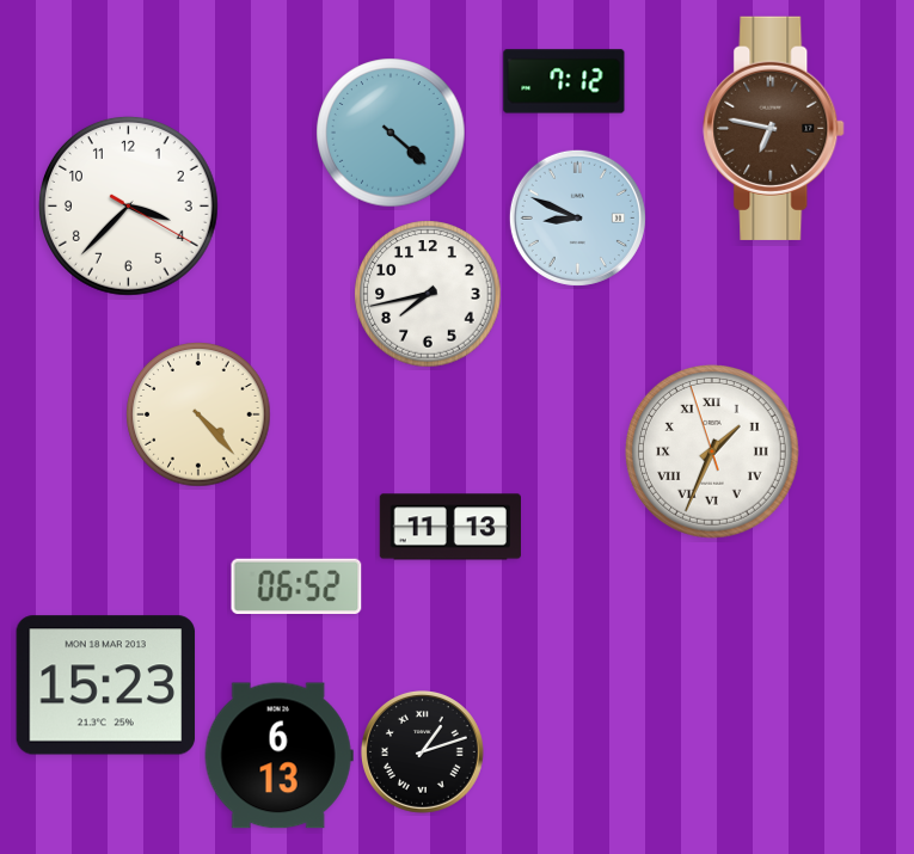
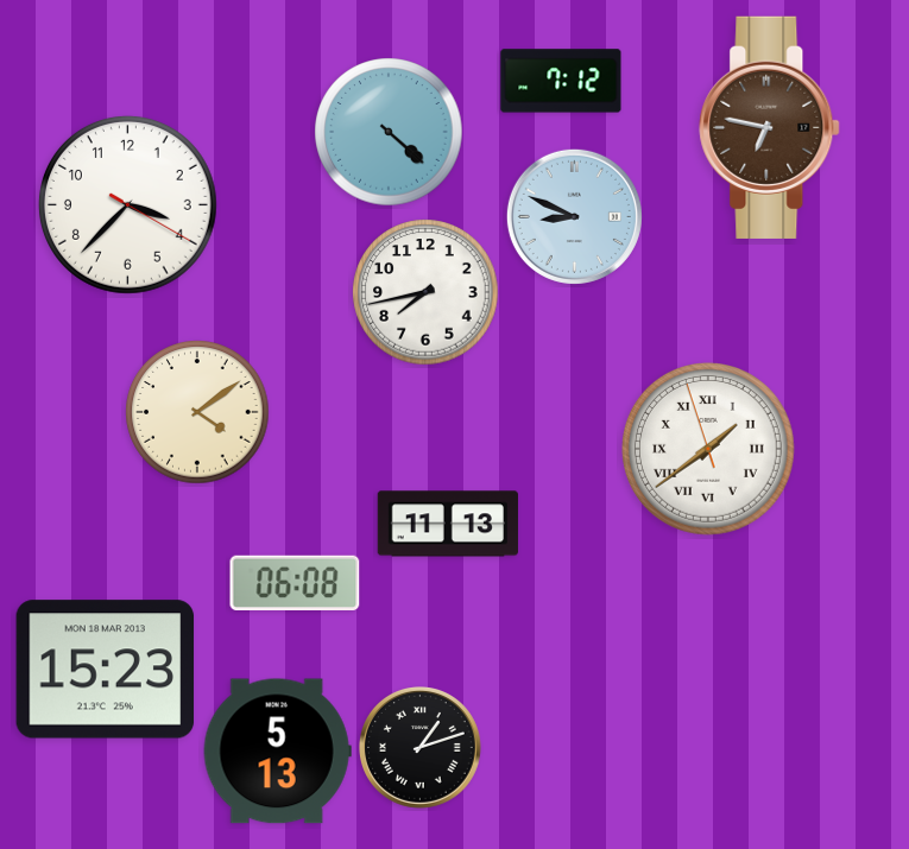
clock at (198, 414): 4:23 -> 4:09
clock at (713, 453): 1:33 -> 1:38
clock at (296, 586): 06:52 -> 06:08
clock at (106, 686) position: (106, 686) -> (106, 670)
clock at (278, 756): 6:13 -> 5:13
